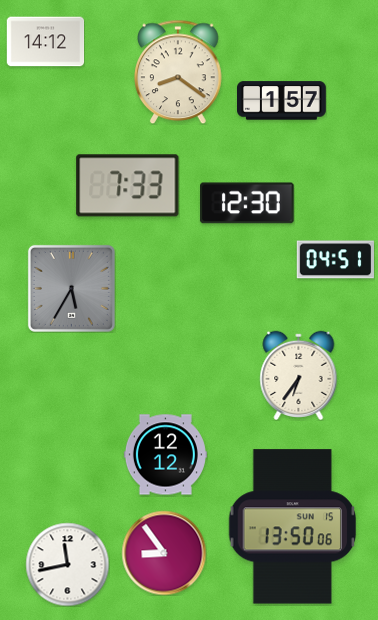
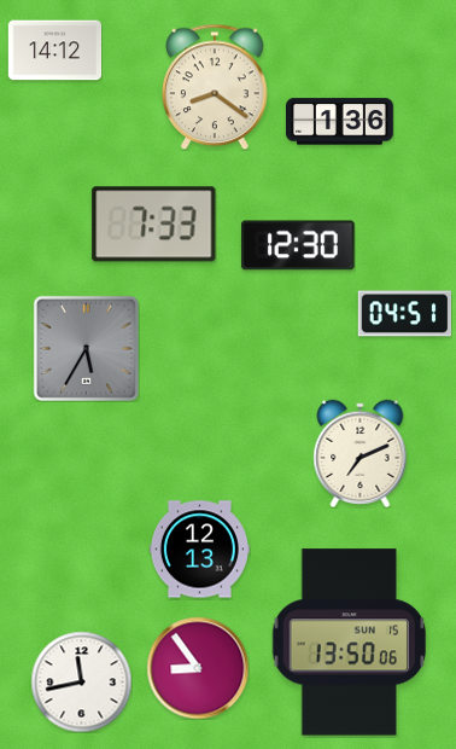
clock at (282, 101): 1:57 -> 1:36
clock at (299, 375): 6:36 -> 7:11
clock at (165, 455): 12:12 -> 12:13
clock at (293, 527) position: (293, 527) -> (350, 643)
